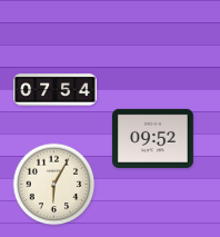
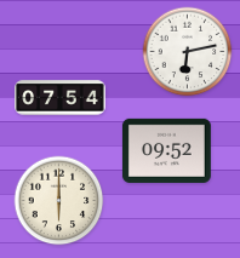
clock at (188, 52): none -> 6:13
clock at (54, 185): 6:05 -> 6:00
